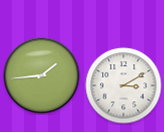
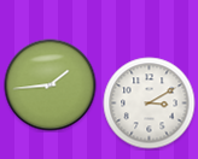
clock at (42, 76) position: (42, 76) -> (51, 86)
